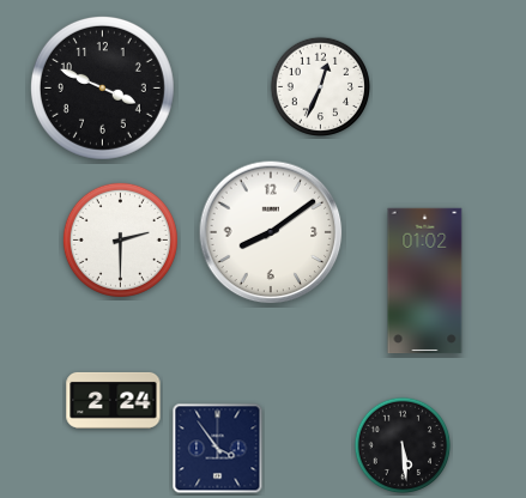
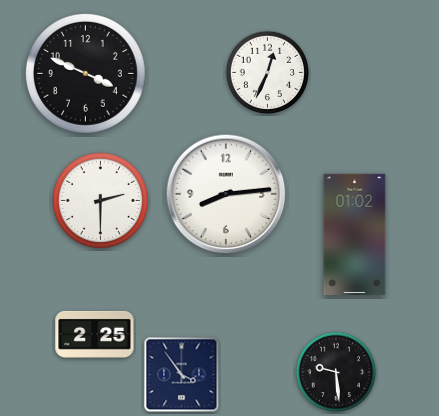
clock at (271, 232): 8:09 -> 8:14
clock at (114, 400): 2:24 -> 2:25
clock at (403, 445): 5:29 -> 9:29
